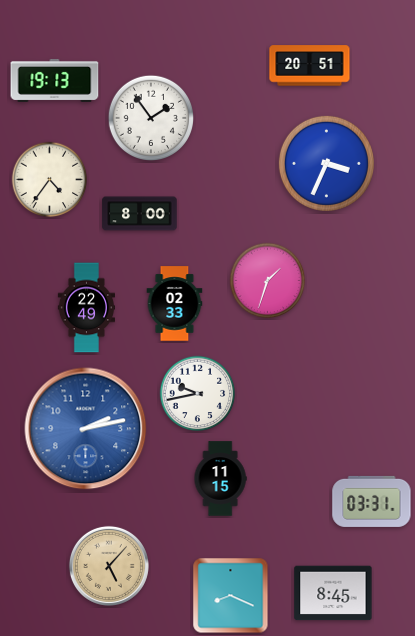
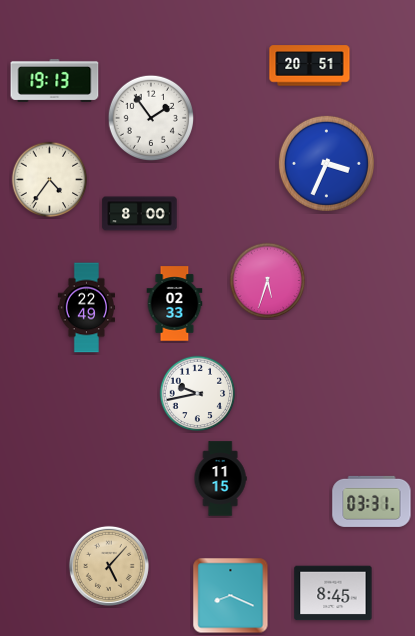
clock at (268, 281): 1:33 -> 5:33
clock at (86, 429): 2:13 -> none
